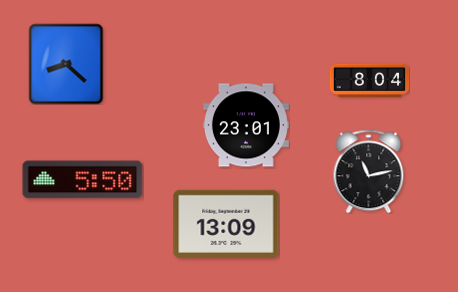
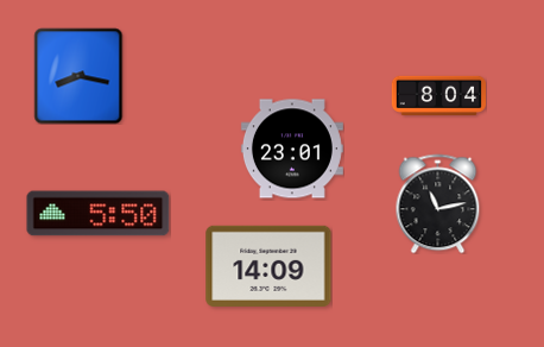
clock at (66, 64): 8:22 -> 8:17
clock at (226, 224): 13:09 -> 14:09
